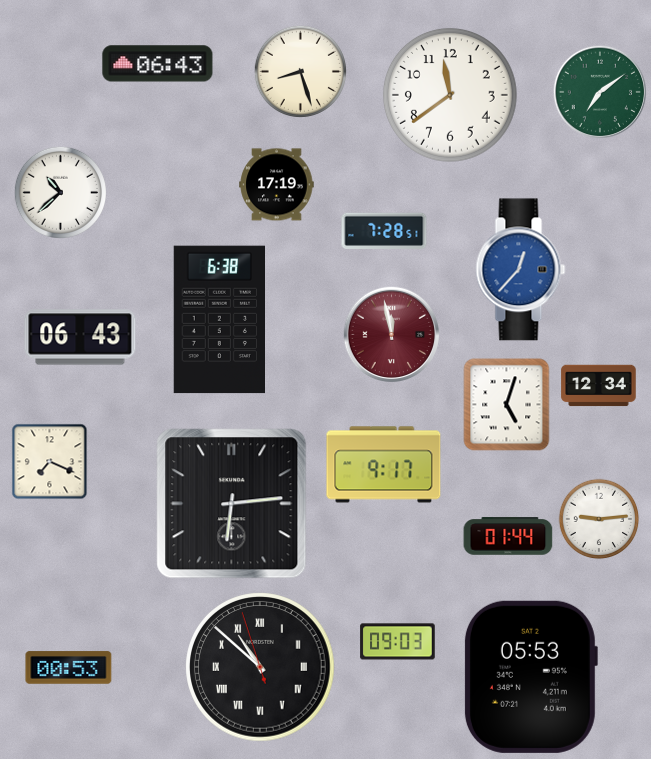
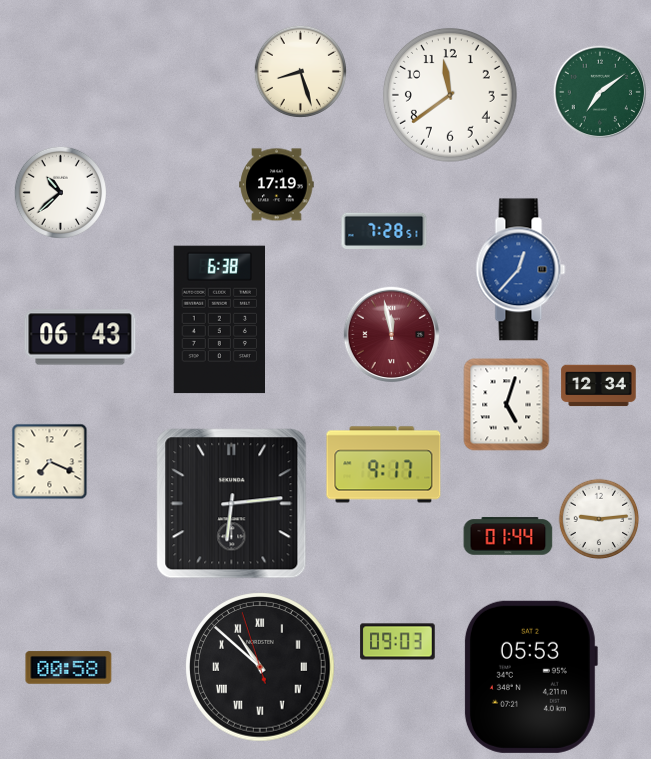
clock at (158, 64): 06:43 -> none
clock at (69, 668): 00:53 -> 00:58
